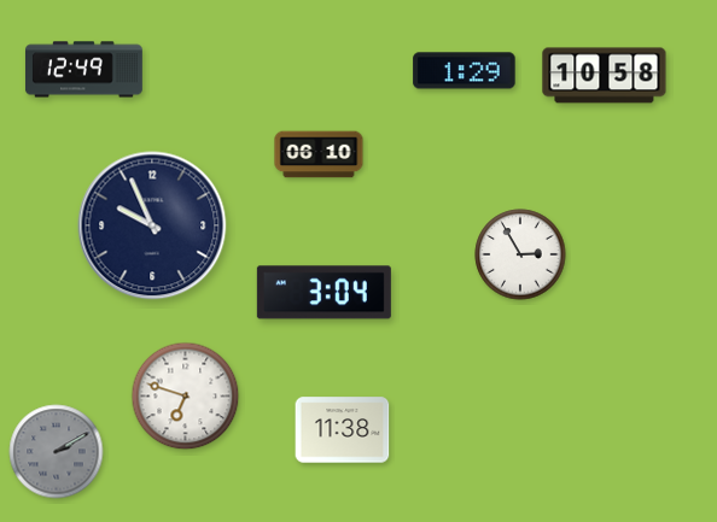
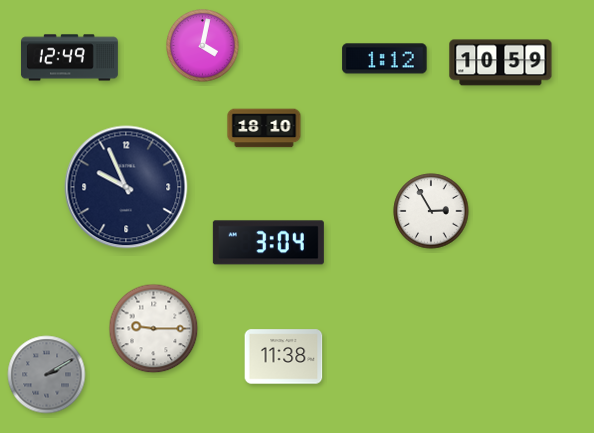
clock at (203, 46): none -> 4:02
clock at (465, 71): 1:29 -> 1:12
clock at (605, 76): 10:58 -> 10:59
clock at (319, 154): 06:10 -> 18:10
clock at (186, 397): 6:48 -> 9:15
